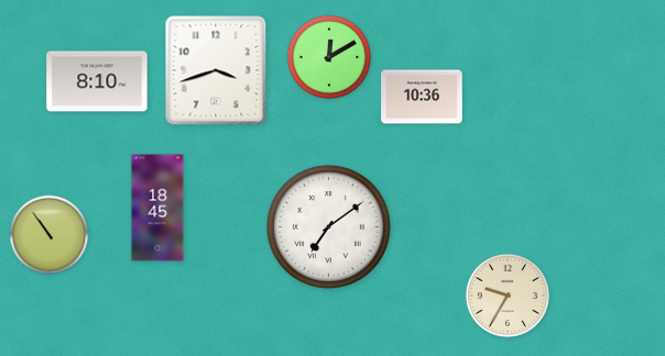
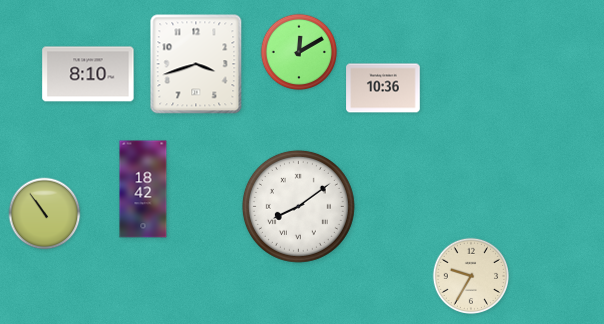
clock at (157, 208): 18:45 -> 18:42
clock at (328, 226): 7:09 -> 8:09
clock at (508, 296) position: (508, 296) -> (471, 276)
